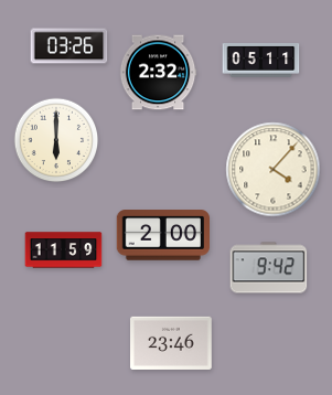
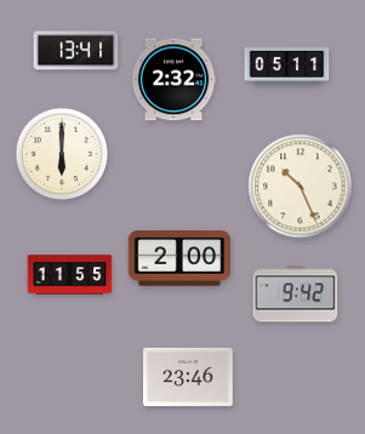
clock at (69, 46): 03:26 -> 13:41
clock at (274, 170): 4:07 -> 10:26
clock at (64, 250): 11:59 -> 11:55
